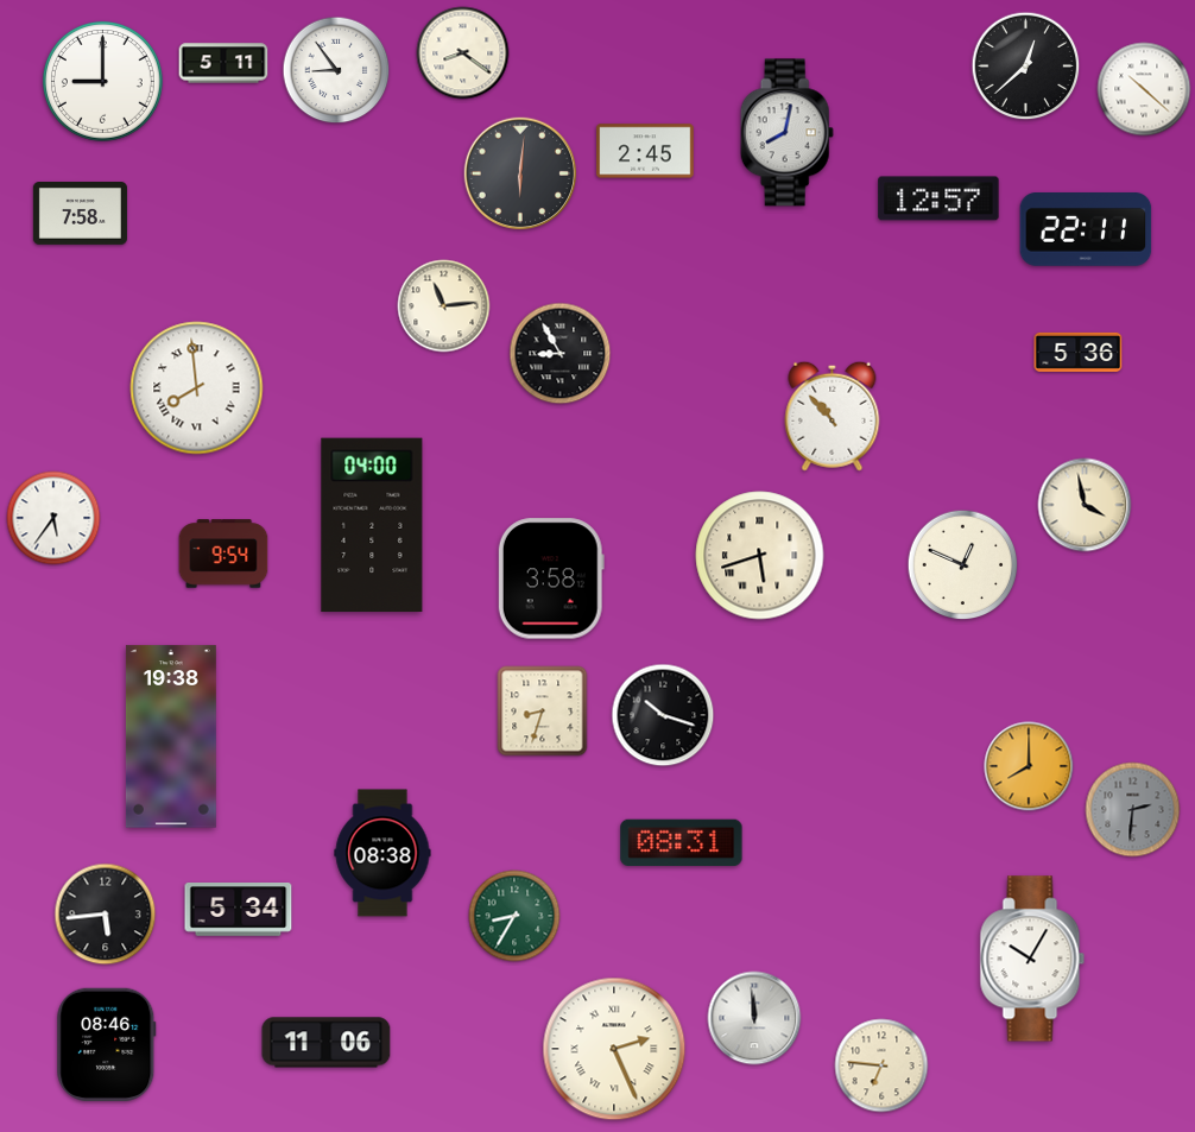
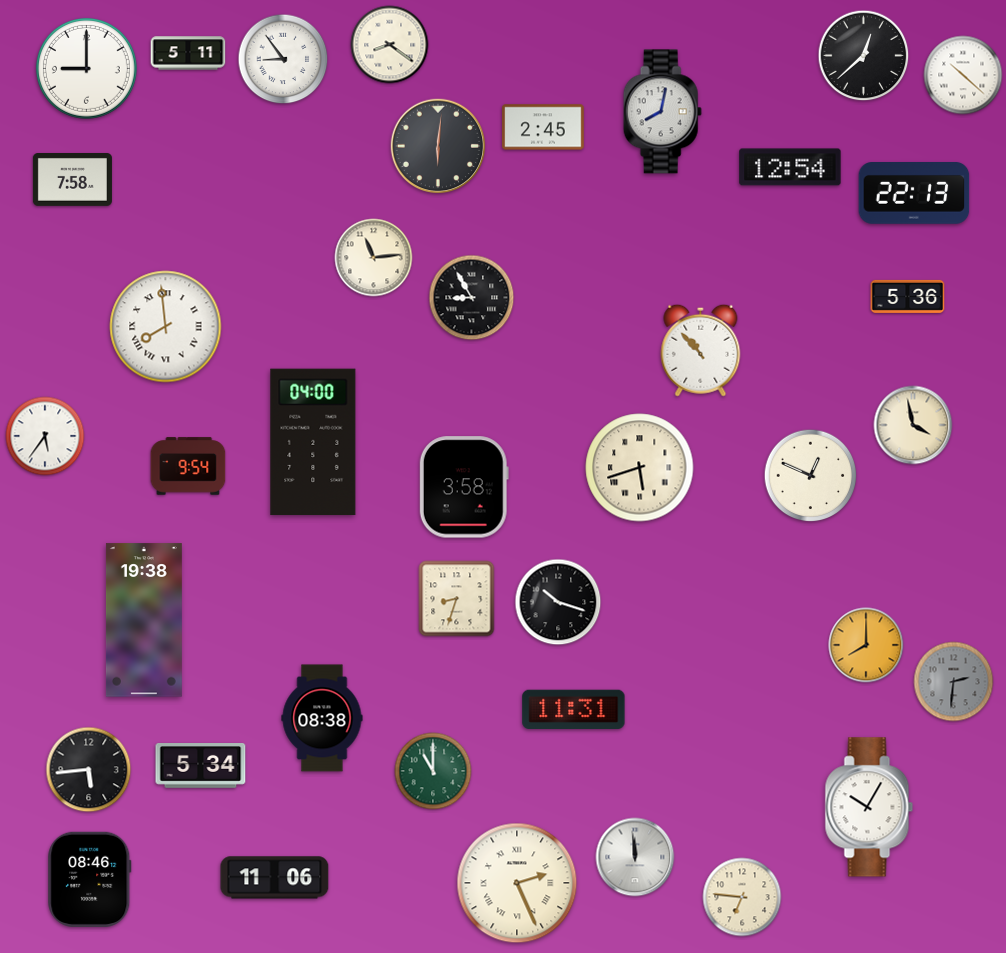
clock at (938, 198): 12:57 -> 12:54
clock at (80, 214) position: (80, 214) -> (72, 180)
clock at (1086, 230): 22:11 -> 22:13
clock at (682, 843): 08:31 -> 11:31
clock at (514, 916): 8:35 -> 11:00
